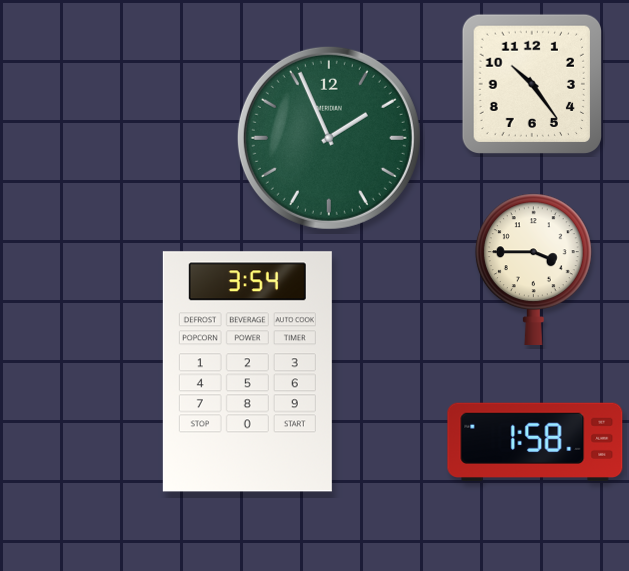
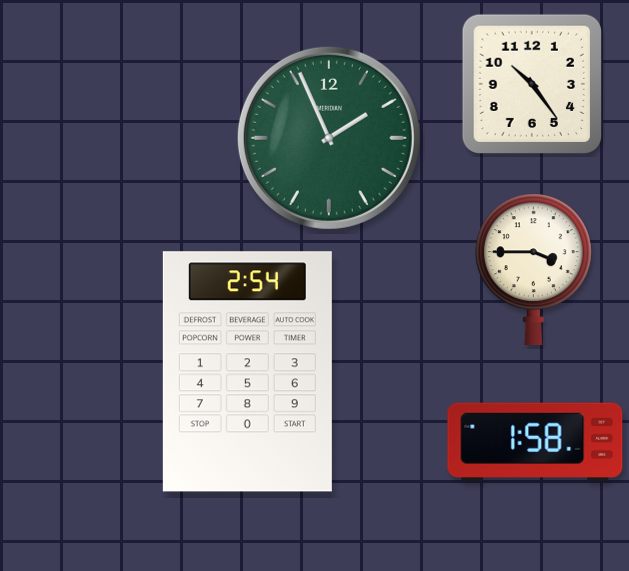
clock at (247, 372): 3:54 -> 2:54
